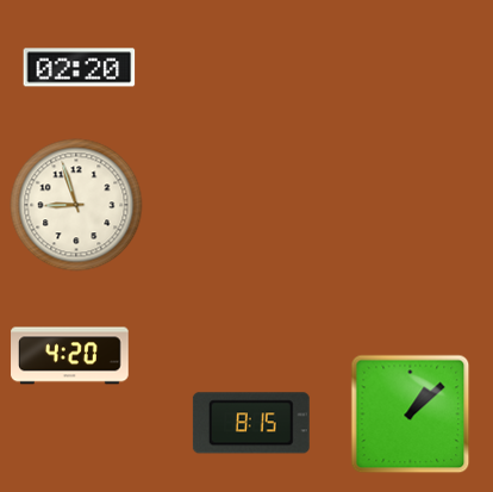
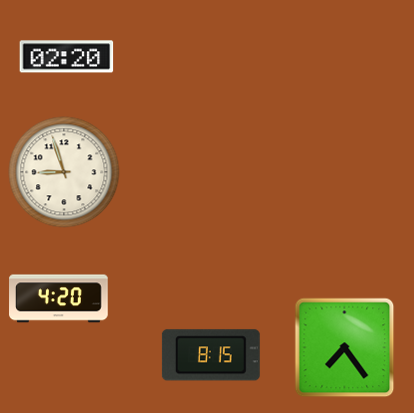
clock at (411, 415): 1:08 -> 7:24
